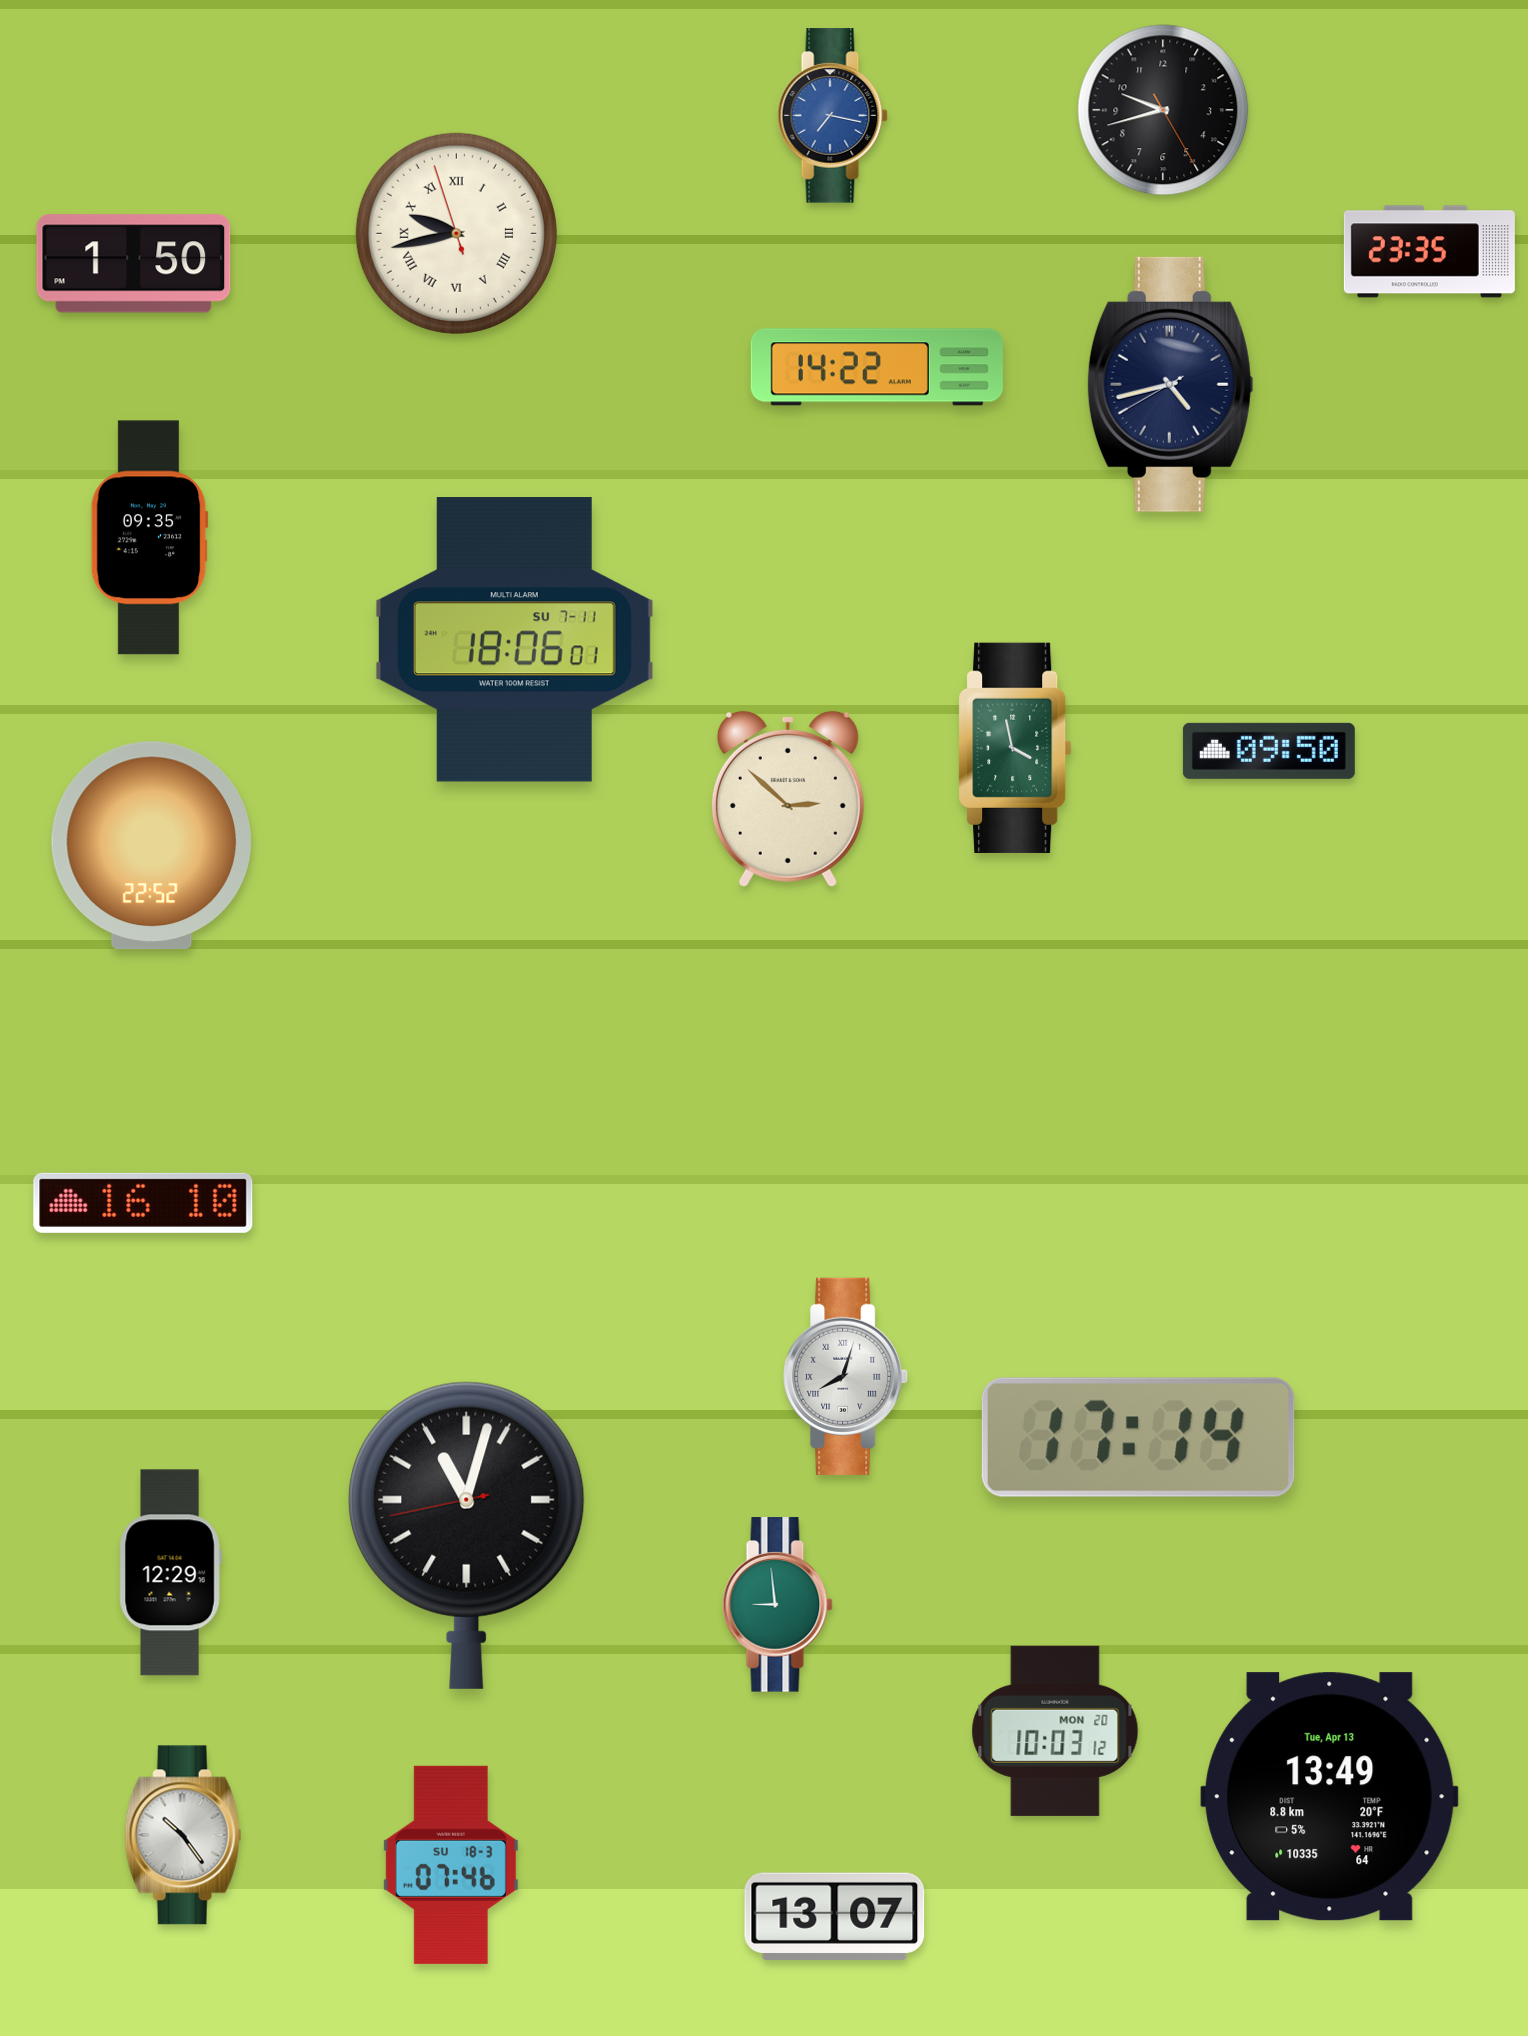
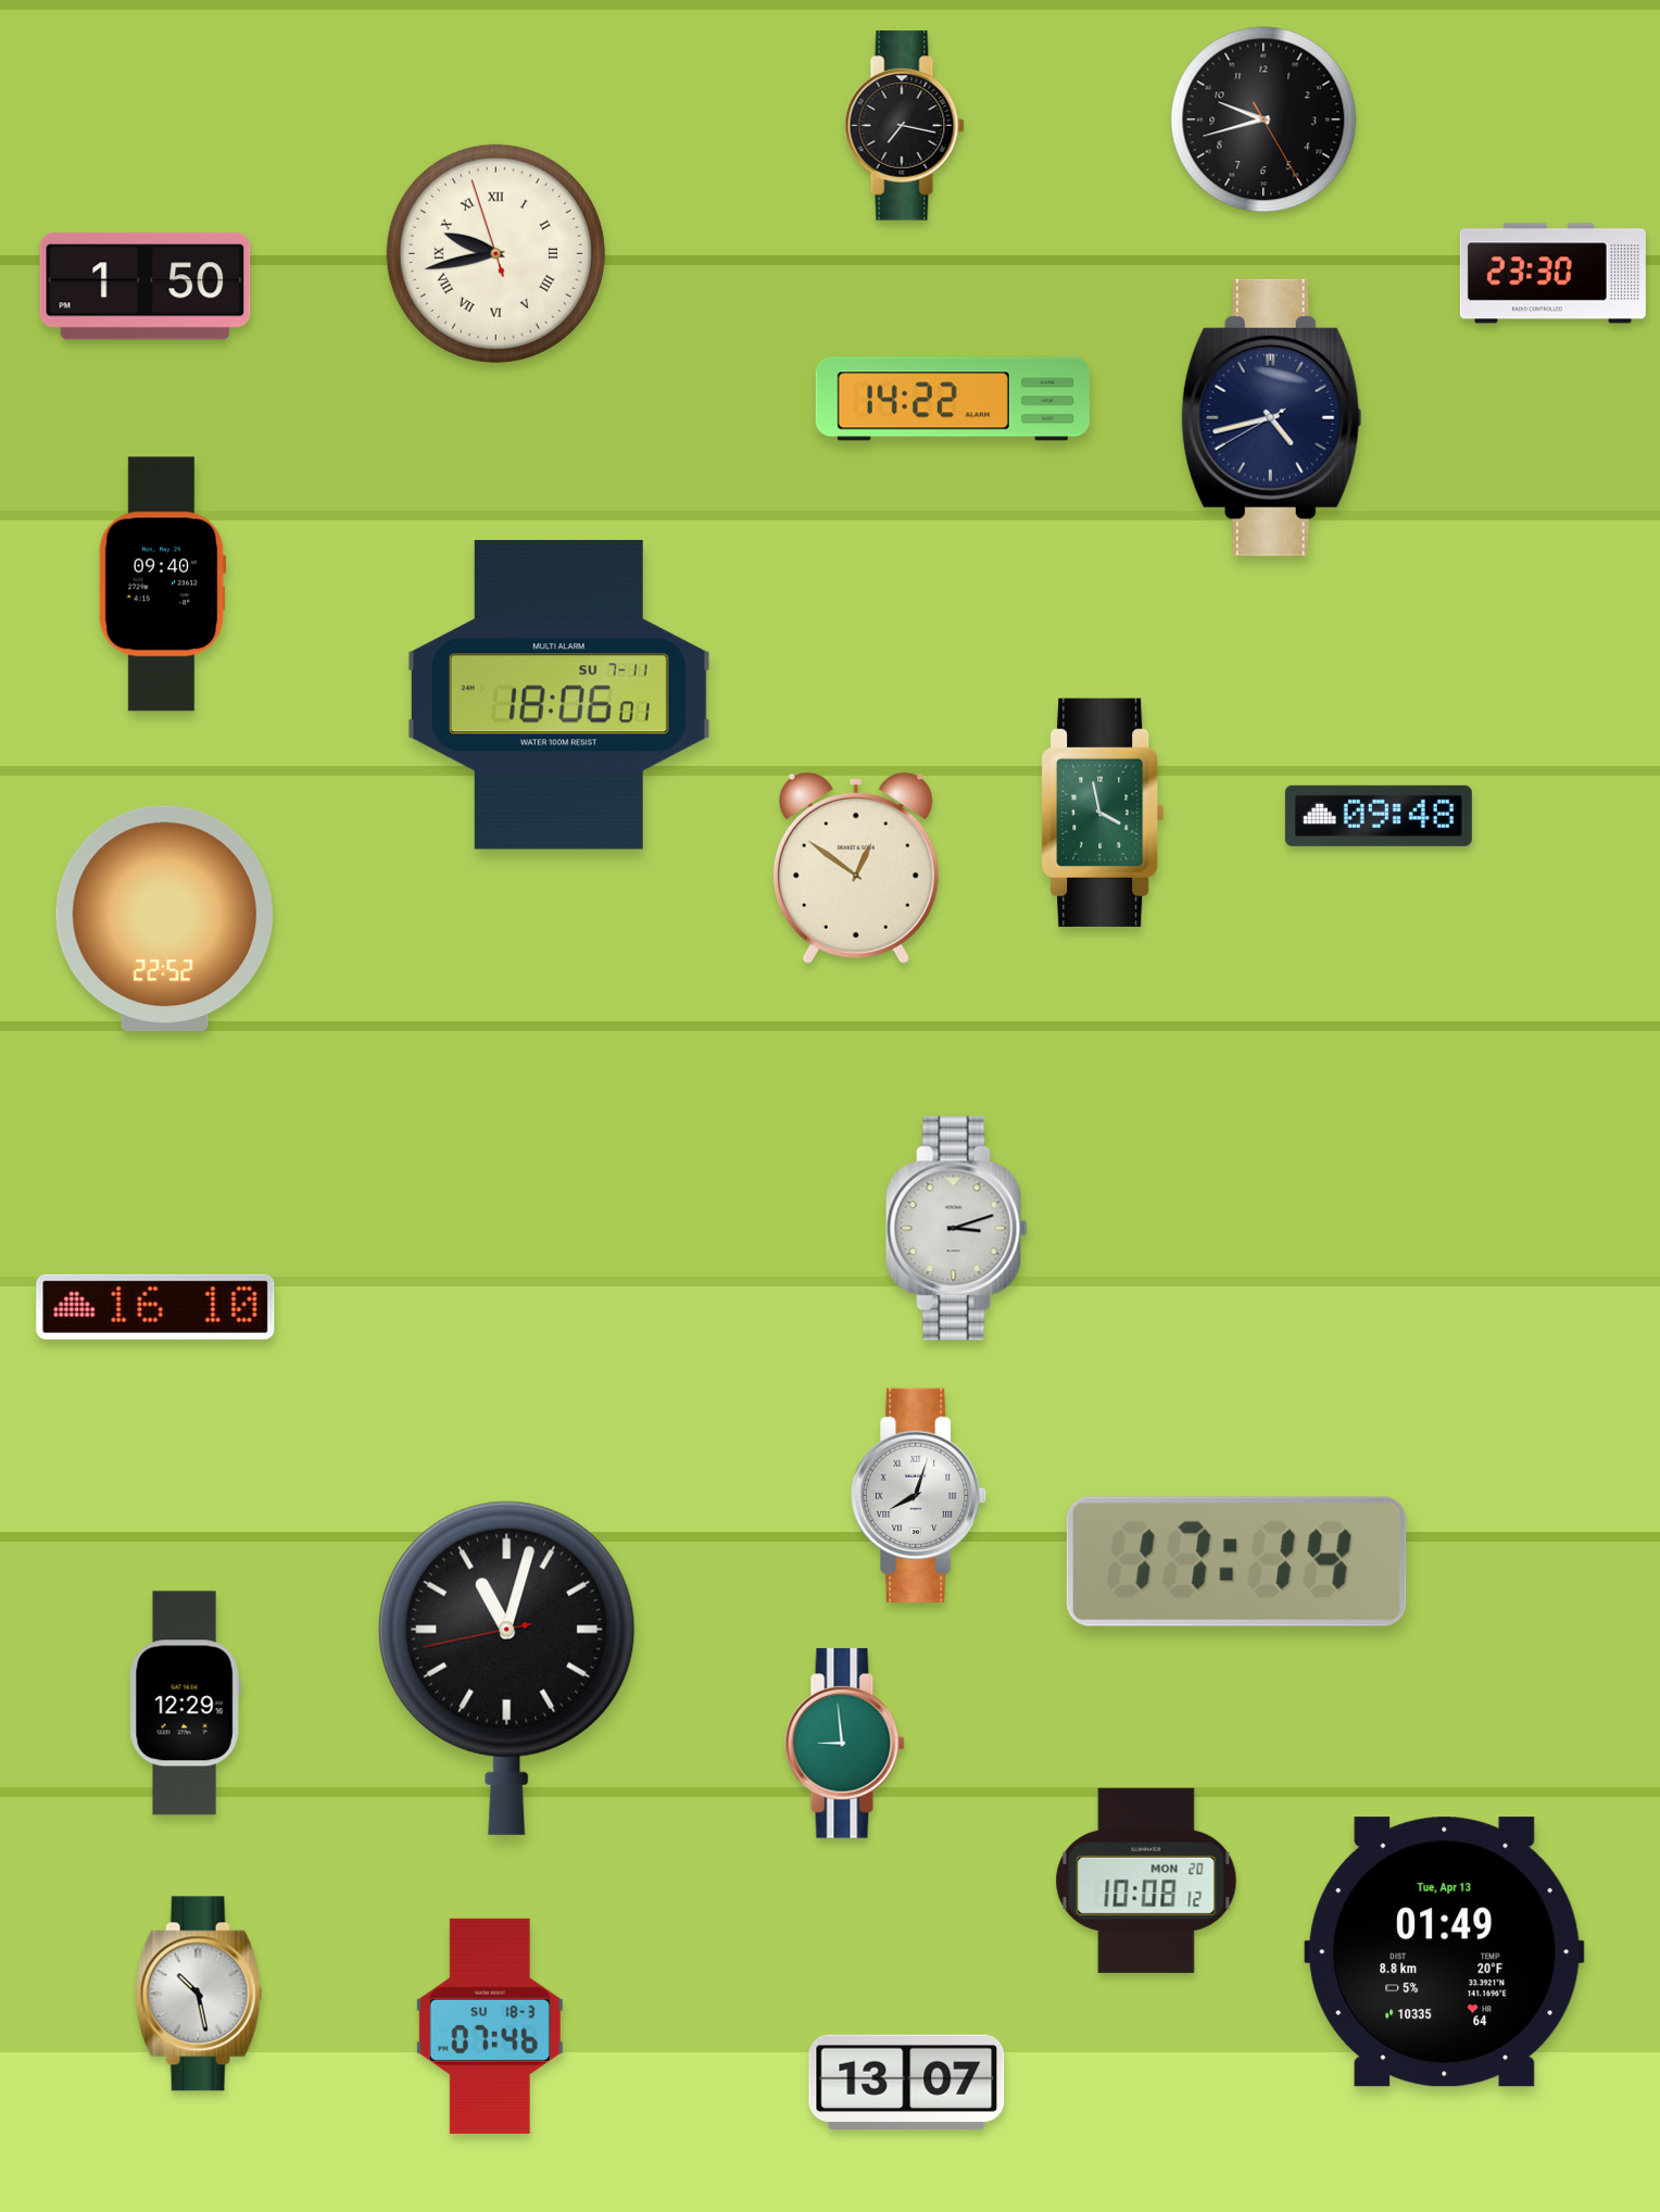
clock at (832, 116) dial: blue -> black
clock at (1429, 252): 23:35 -> 23:30
clock at (149, 538): 09:35 -> 09:40
clock at (1269, 751): 09:50 -> 09:48
clock at (788, 799): 2:52 -> 12:51
clock at (957, 1229): none -> 3:12
clock at (170, 1573) position: (170, 1573) -> (185, 1704)
clock at (1055, 1731): 10:03 -> 10:08
clock at (1330, 1797): 13:49 -> 01:49
clock at (183, 1835): 10:24 -> 10:28
